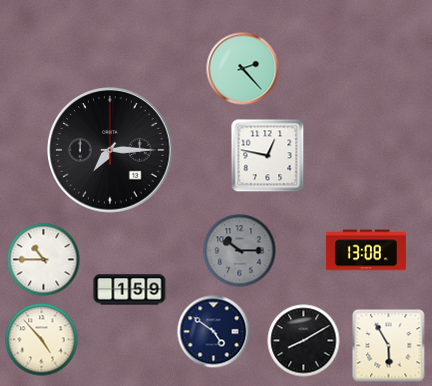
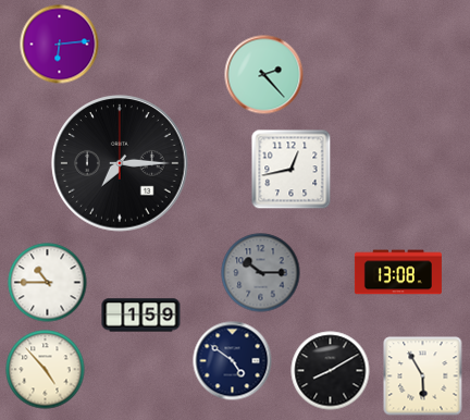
clock at (60, 45): none -> 6:14
clock at (268, 156): 12:47 -> 12:43
